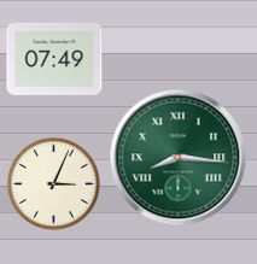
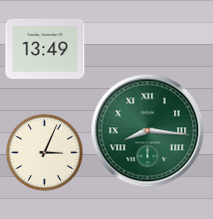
clock at (54, 59): 07:49 -> 13:49
